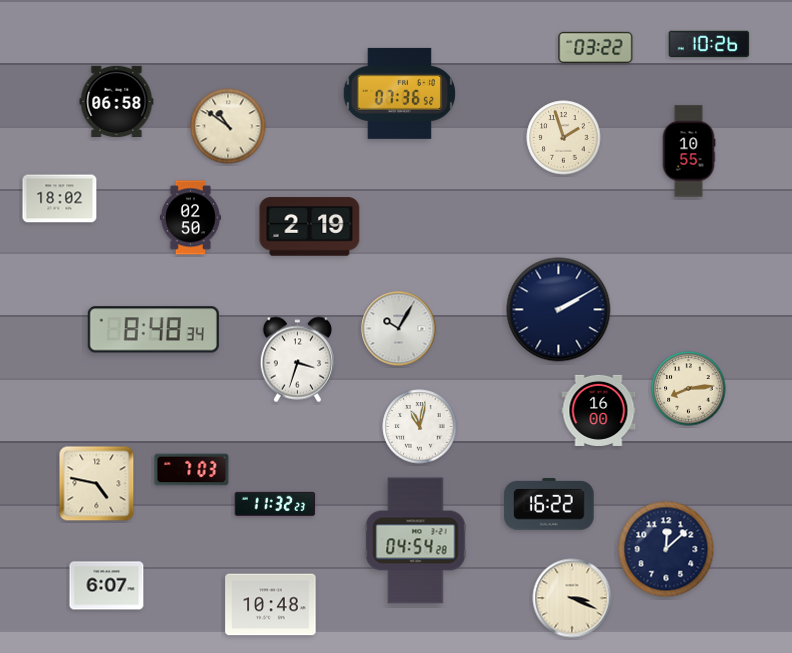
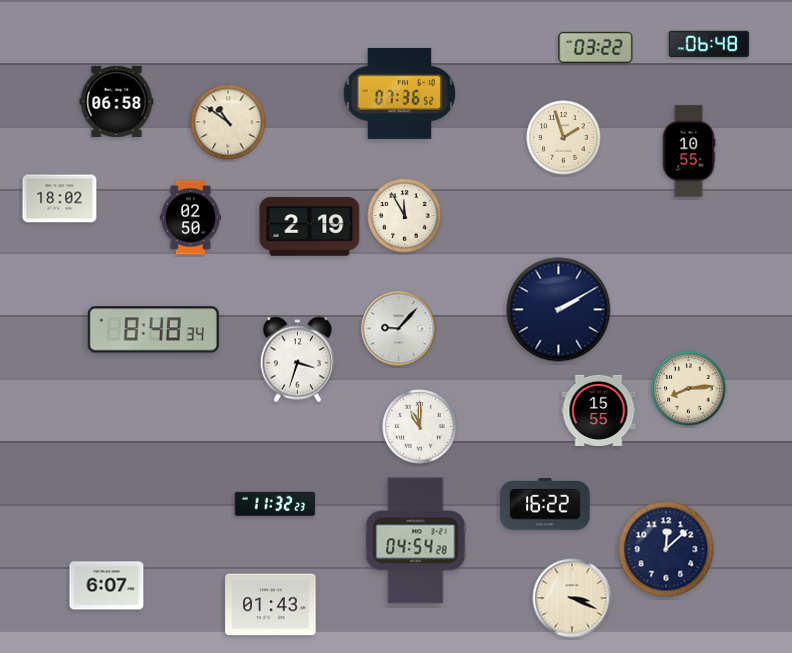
clock at (709, 44): 10:26 -> 06:48
clock at (228, 126) position: (228, 126) -> (228, 122)
clock at (405, 216): none -> 11:55
clock at (399, 329): 10:05 -> 9:07
clock at (599, 410): 16:00 -> 15:55
clock at (420, 427): 11:02 -> 11:00
clock at (192, 470): 7:03 -> none
clock at (97, 484): 4:47 -> none
clock at (549, 504) position: (549, 504) -> (545, 504)
clock at (271, 605): 10:48 -> 01:43
